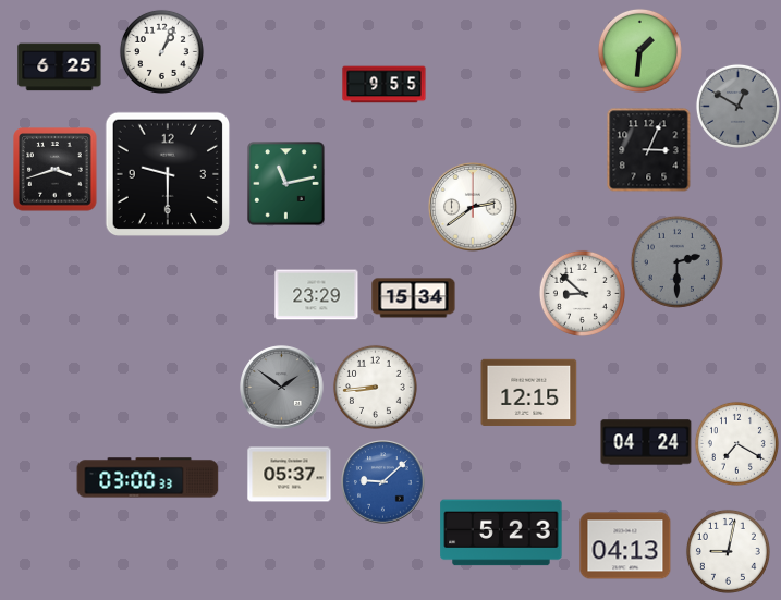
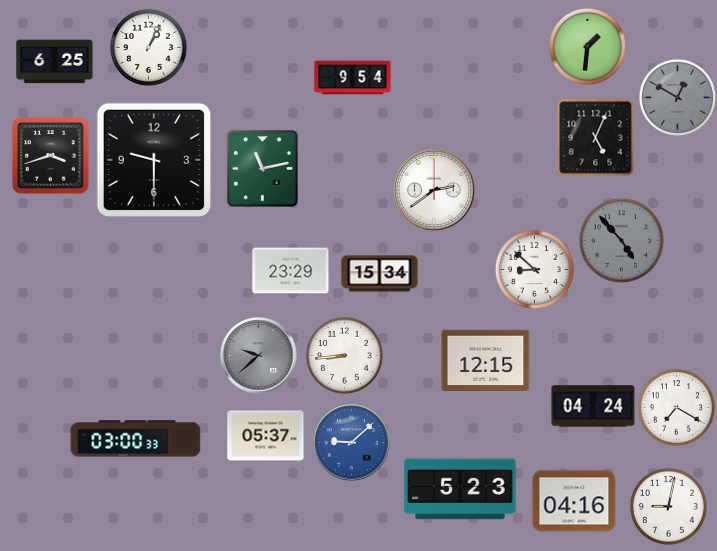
clock at (385, 85): 9:55 -> 9:54
clock at (648, 149): 3:04 -> 5:04
clock at (676, 261): 2:30 -> 4:53
clock at (282, 388): 1:51 -> 9:38
clock at (625, 546): 04:13 -> 04:16
